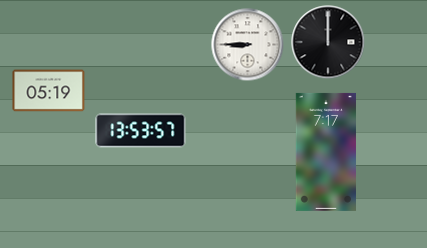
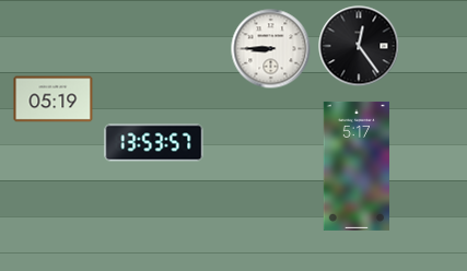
clock at (328, 42): 12:00 -> 12:24
clock at (326, 152): 7:17 -> 5:17
